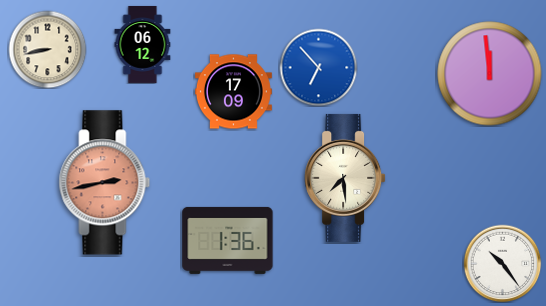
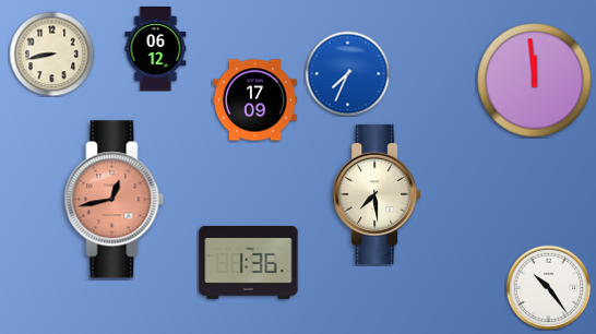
clock at (318, 67): 6:53 -> 7:34
clock at (105, 183): 2:43 -> 12:43
